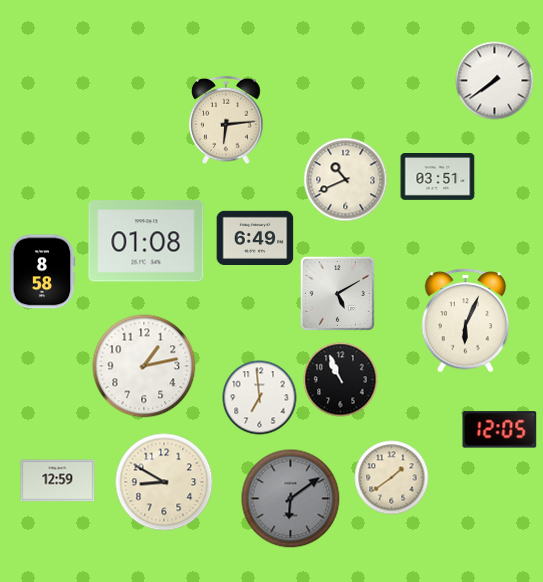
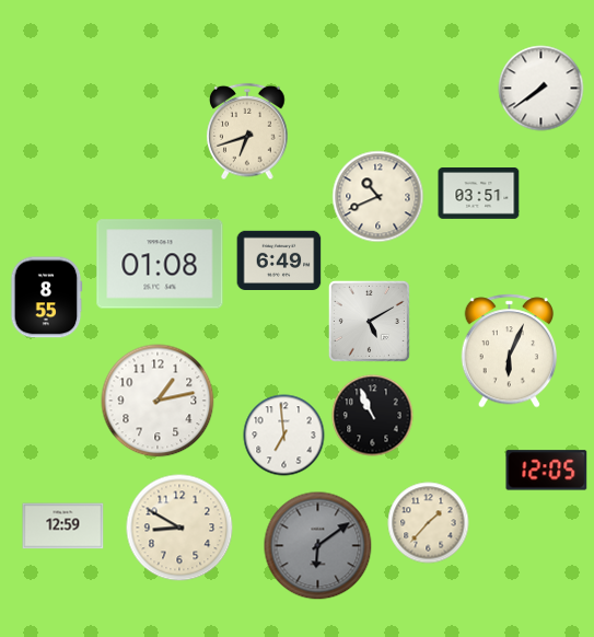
clock at (226, 120): 6:14 -> 6:42
clock at (43, 272): 8:58 -> 8:55
clock at (392, 478): 1:39 -> 1:37
